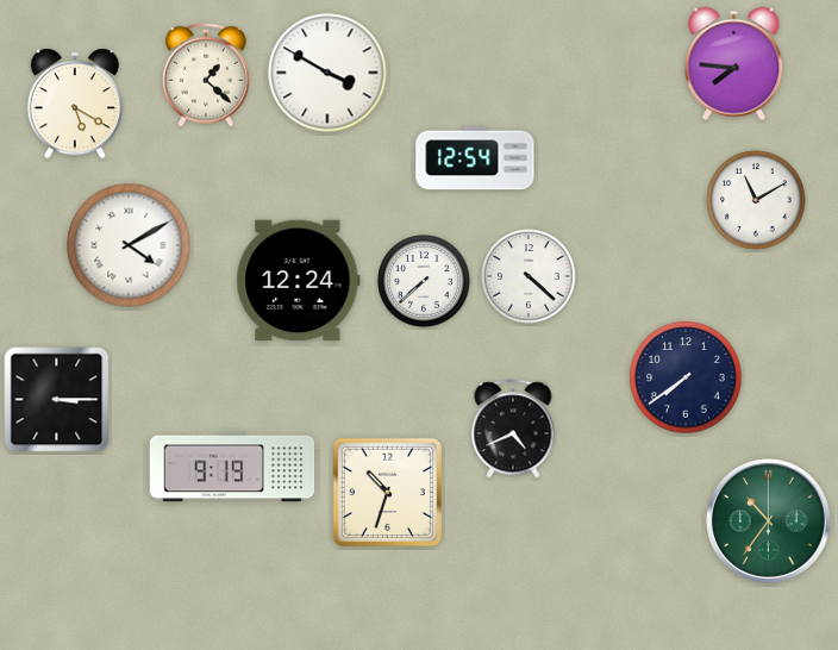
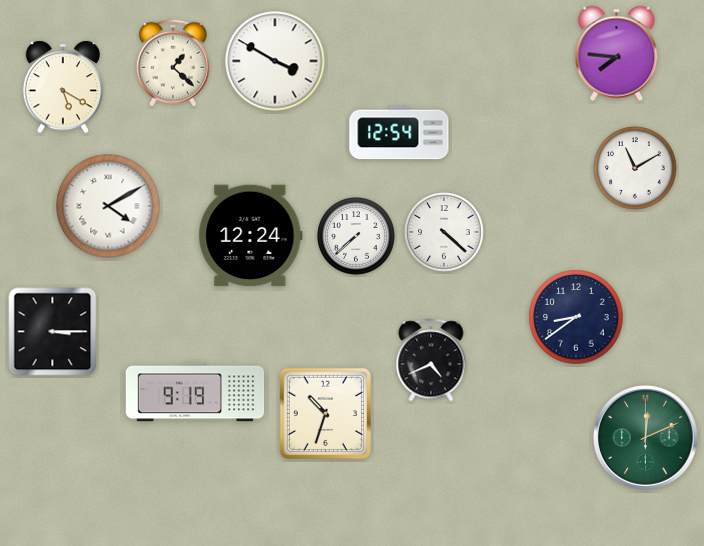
clock at (686, 377): 7:39 -> 8:39
clock at (57, 400) position: (57, 400) -> (53, 332)
clock at (769, 521): 10:36 -> 12:11
